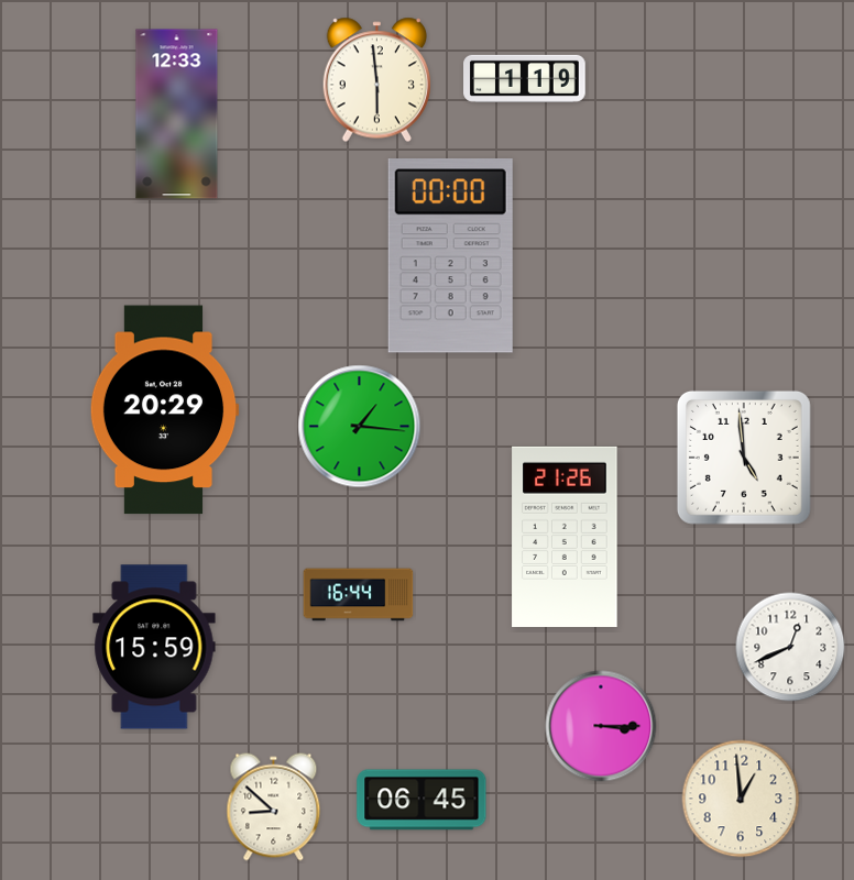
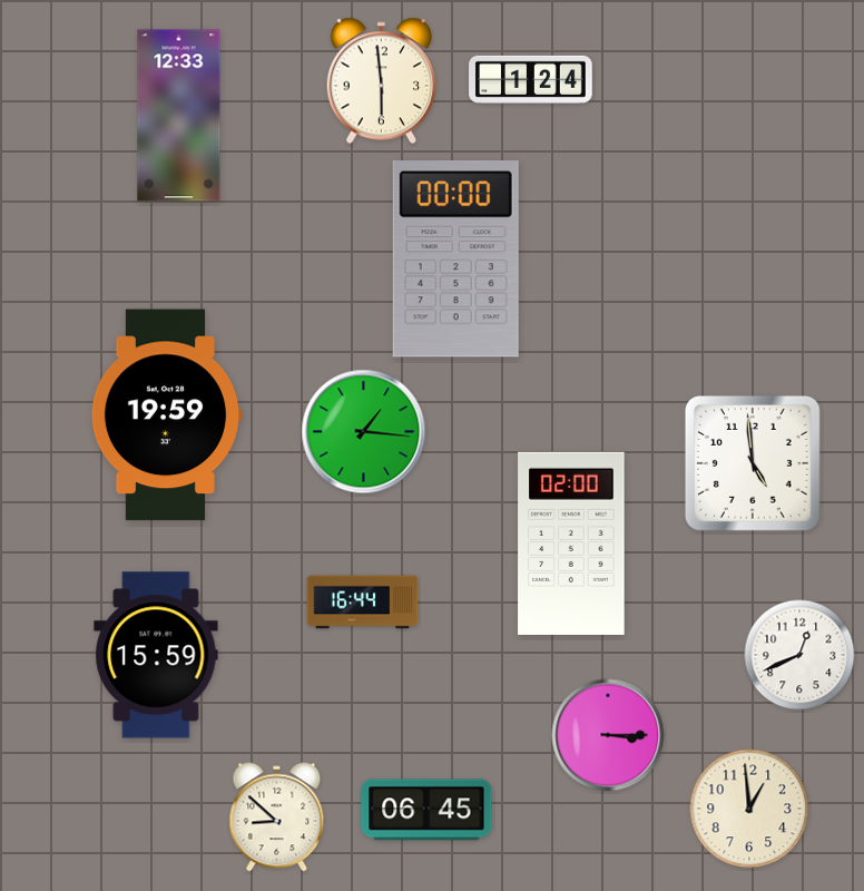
clock at (525, 78): 1:19 -> 1:24
clock at (164, 410): 20:29 -> 19:59
clock at (565, 537): 21:26 -> 02:00
